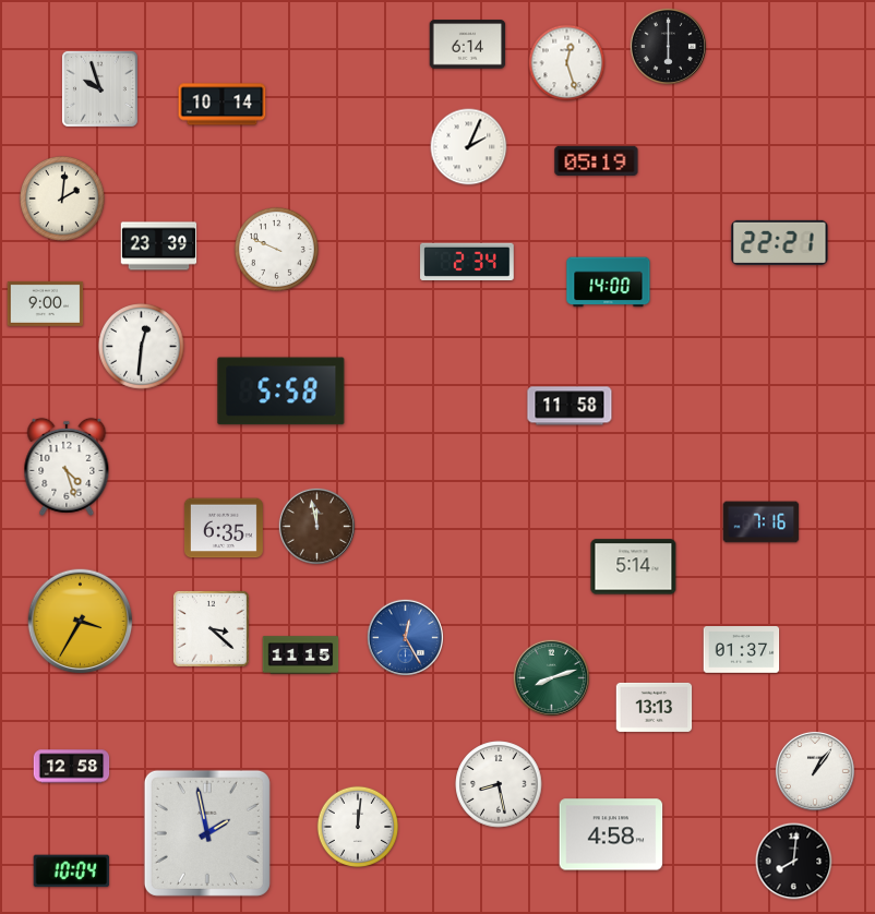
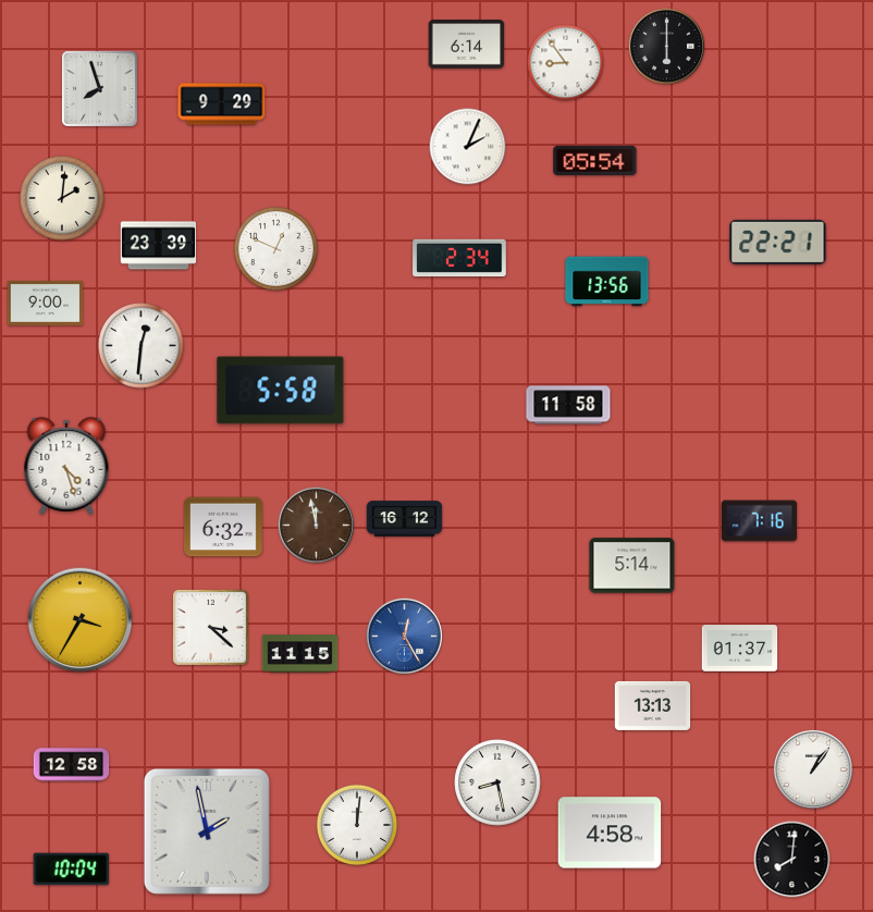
clock at (567, 63): 12:27 -> 8:54
clock at (99, 88): 9:57 -> 7:57
clock at (223, 105): 10:14 -> 9:29
clock at (597, 160): 05:19 -> 05:54
clock at (276, 249): 9:49 -> 12:49
clock at (467, 262) position: (467, 262) -> (459, 258)
clock at (609, 282): 14:00 -> 13:56
clock at (405, 519): none -> 16:12
clock at (224, 528): 6:35 -> 6:32
clock at (551, 677): 8:12 -> none
